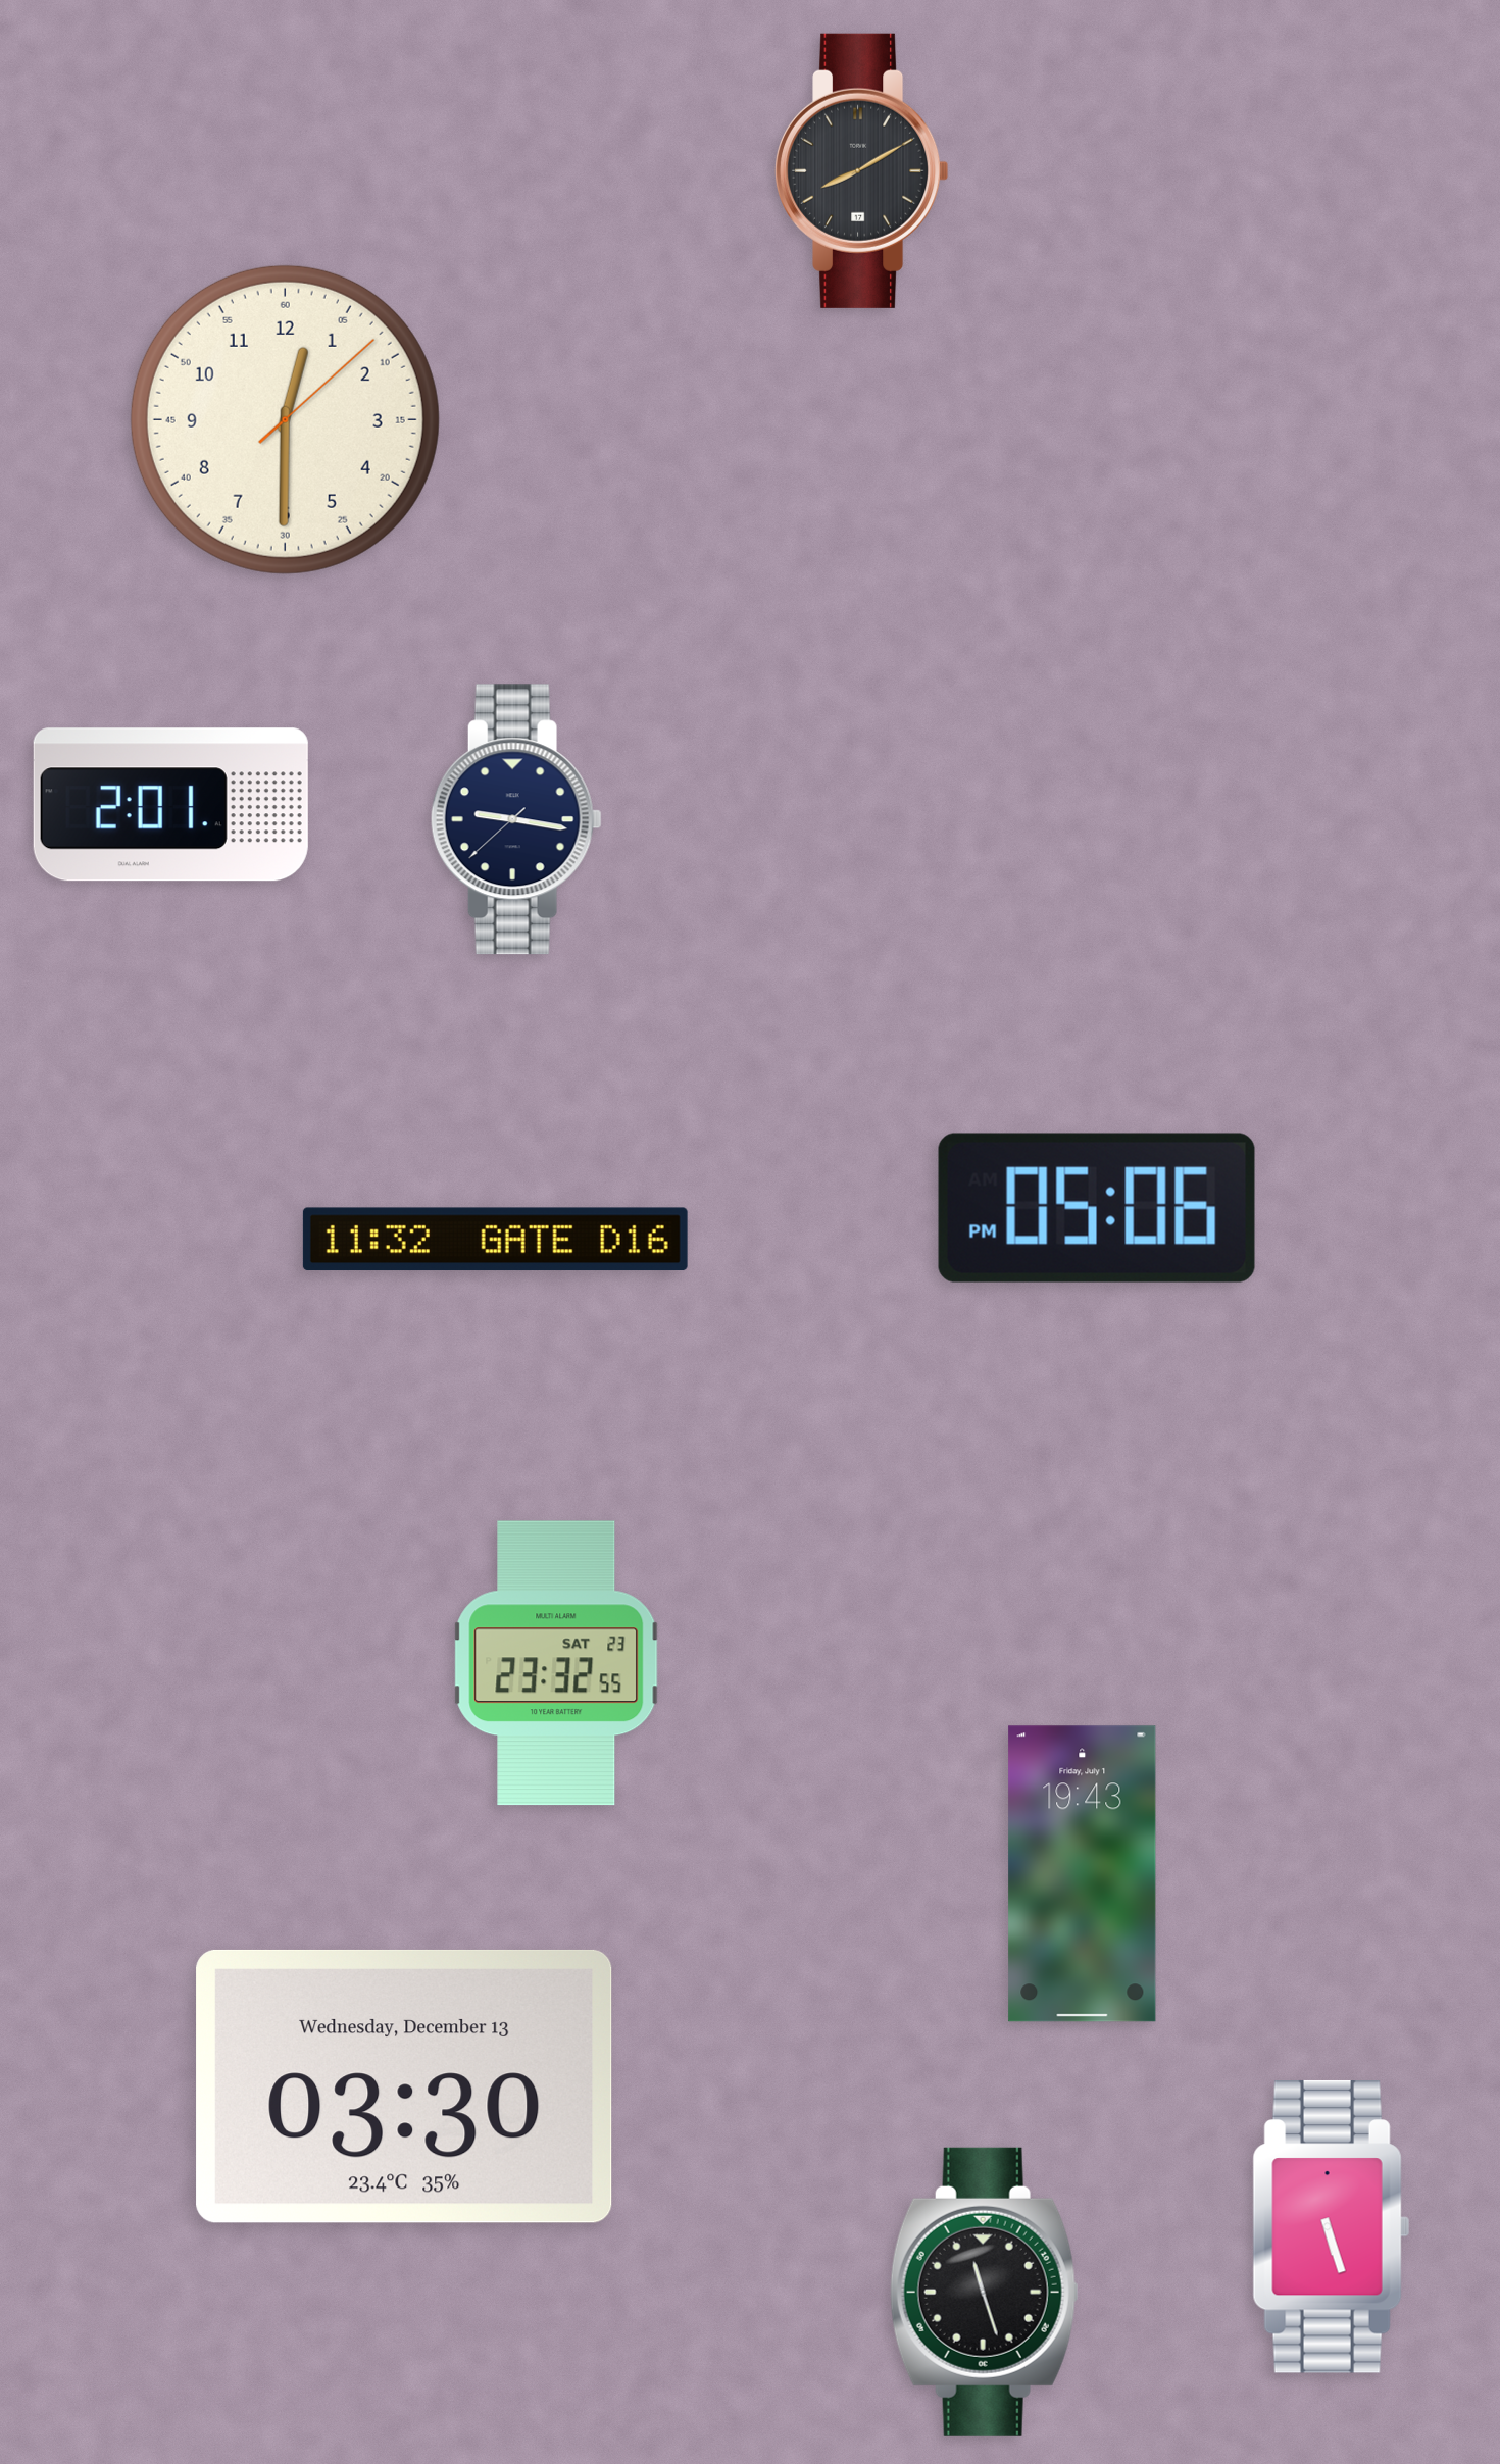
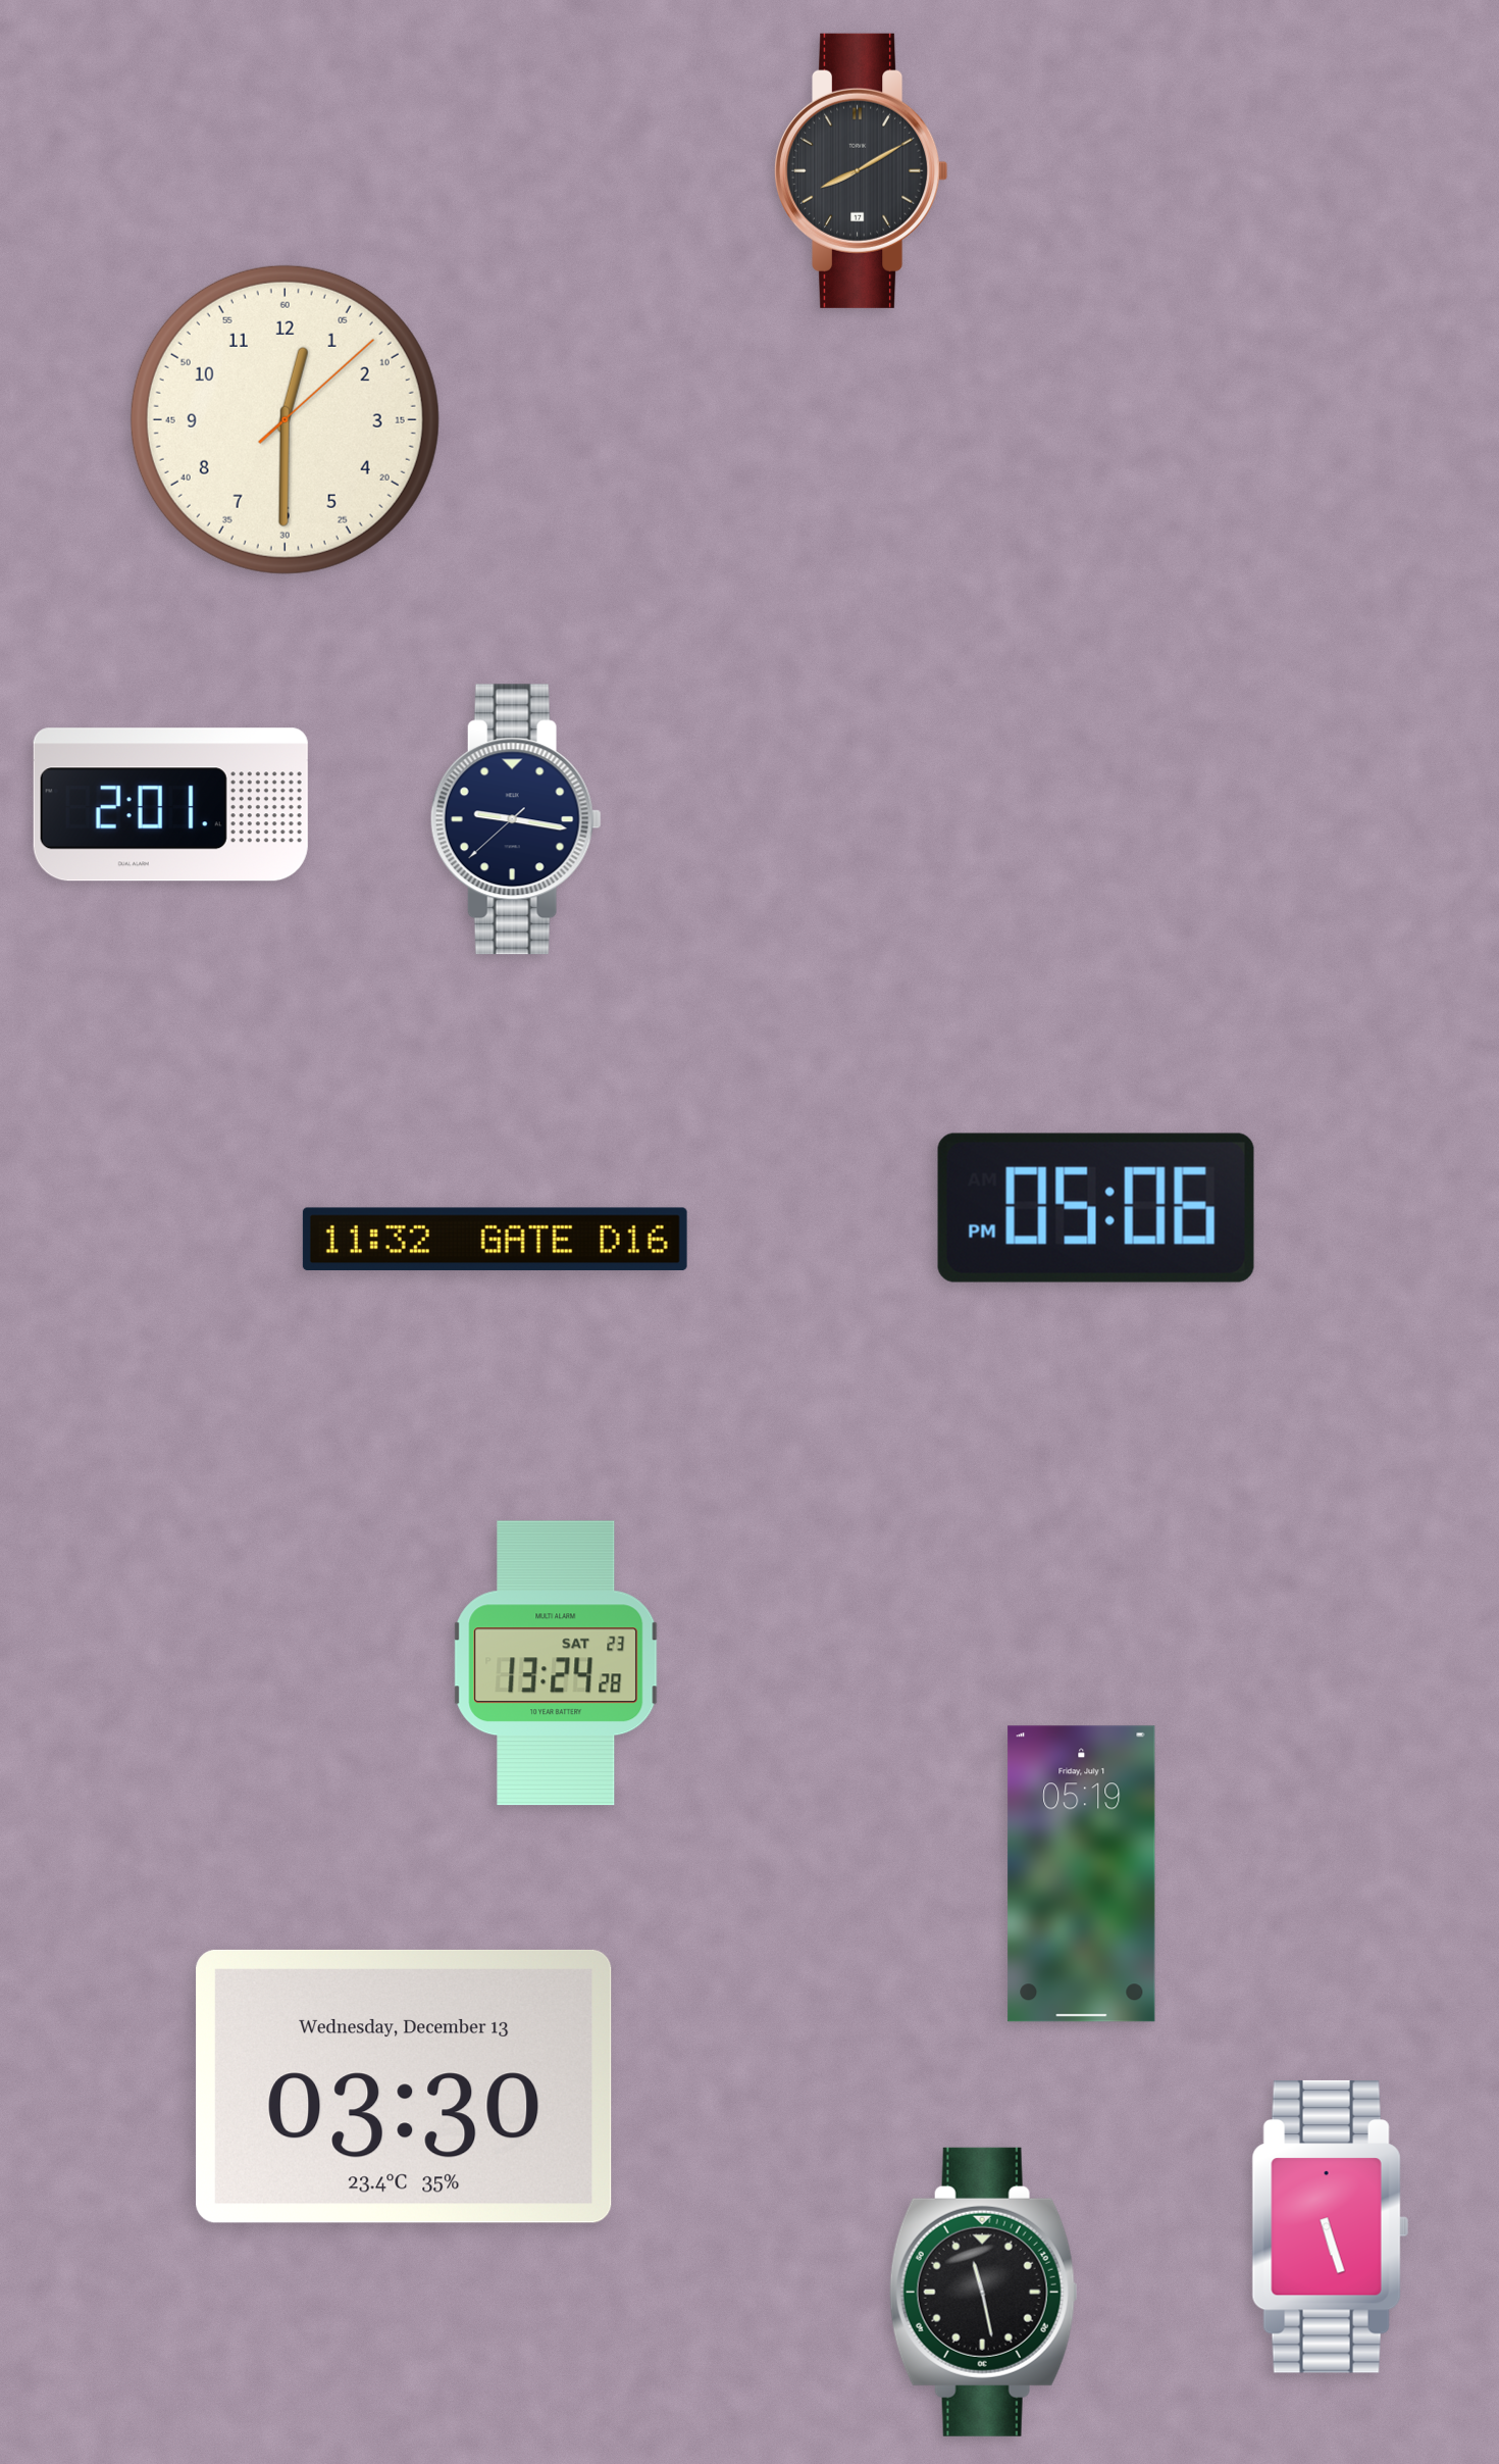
clock at (556, 1663): 23:32 -> 13:24
clock at (1083, 1874): 19:43 -> 05:19
clock at (984, 2292): 11:27 -> 11:28
